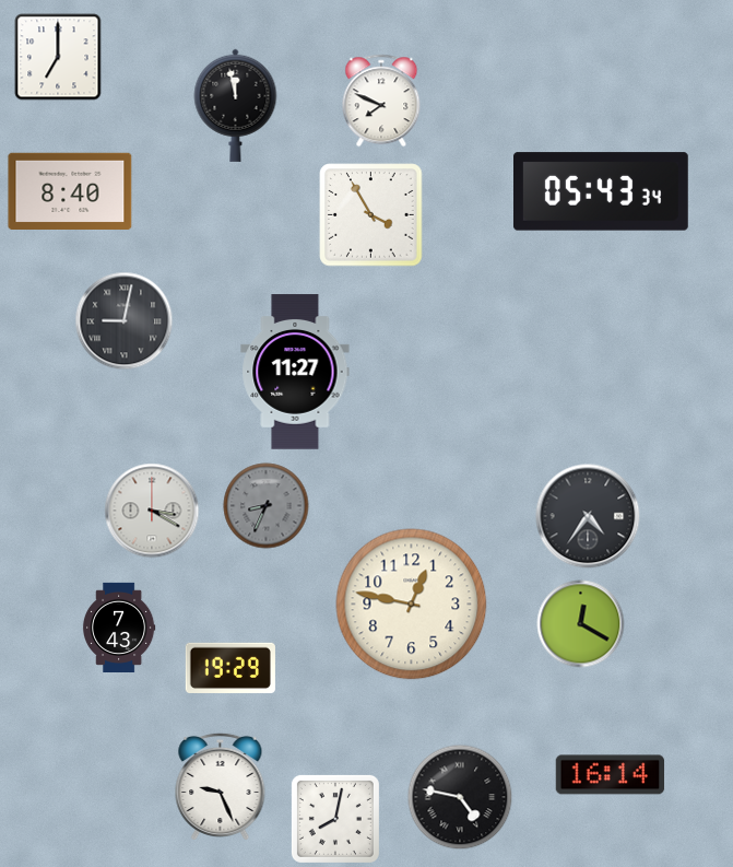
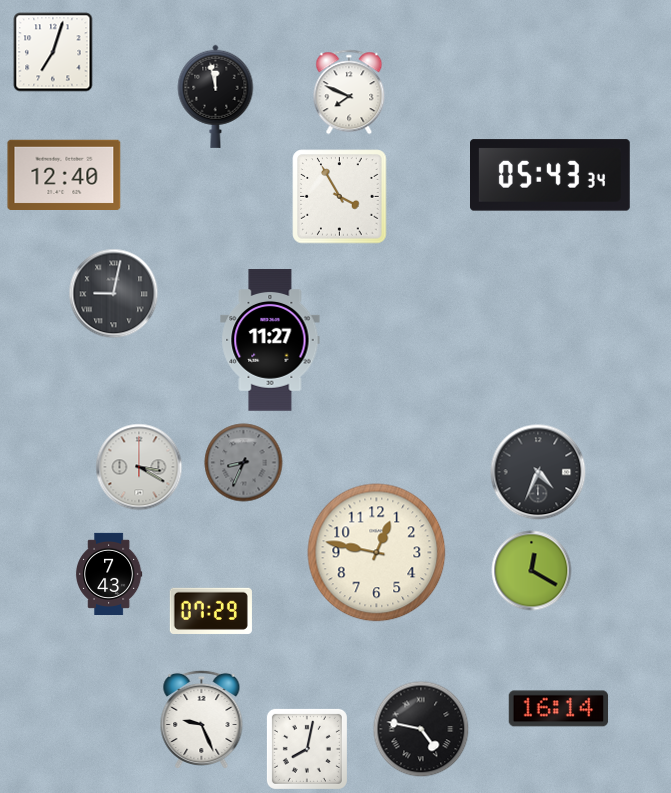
clock at (58, 57): 7:00 -> 7:03
clock at (70, 190): 8:40 -> 12:40
clock at (588, 516): 4:36 -> 4:34
clock at (230, 668): 19:29 -> 07:29
